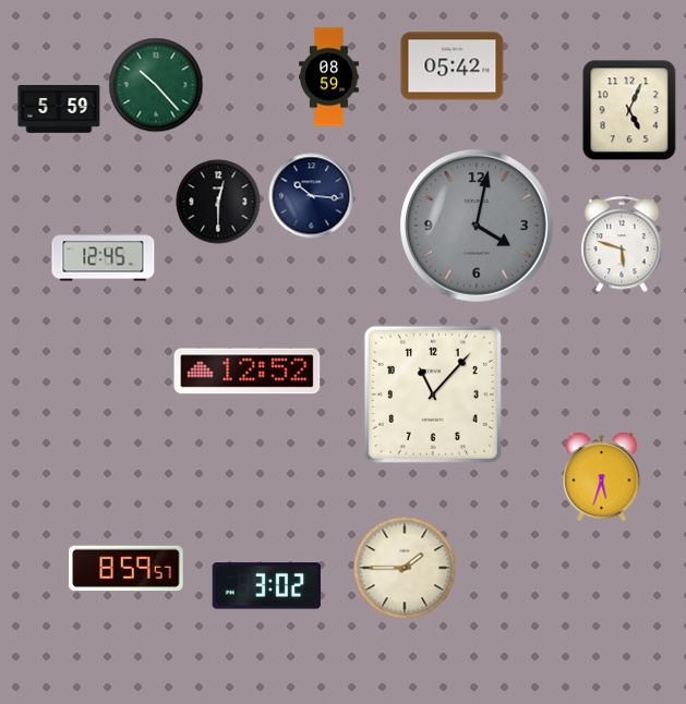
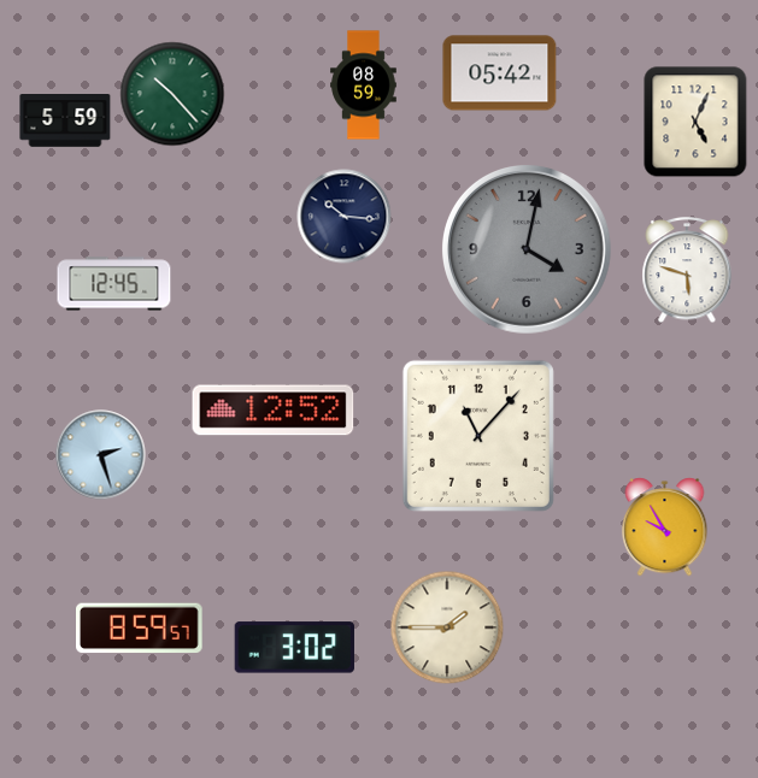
clock at (218, 202): 12:30 -> none
clock at (101, 455): none -> 2:27
clock at (602, 477): 5:33 -> 9:55
